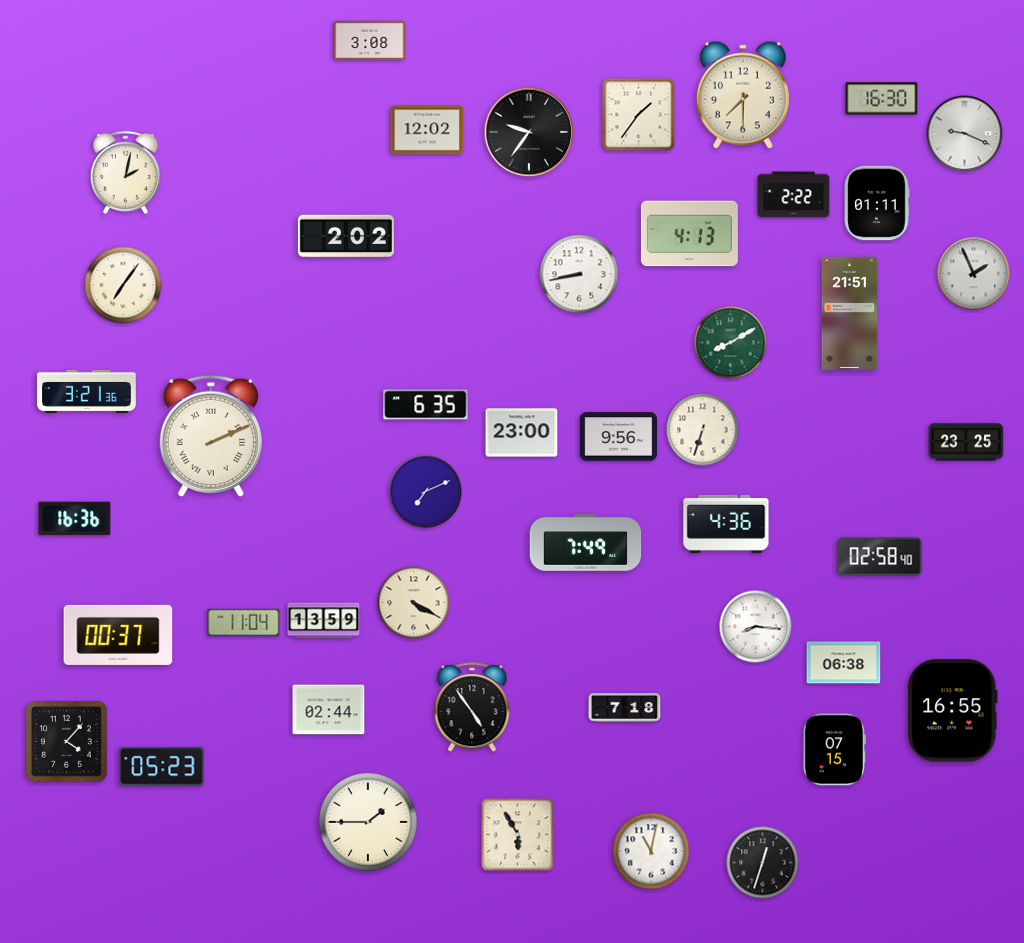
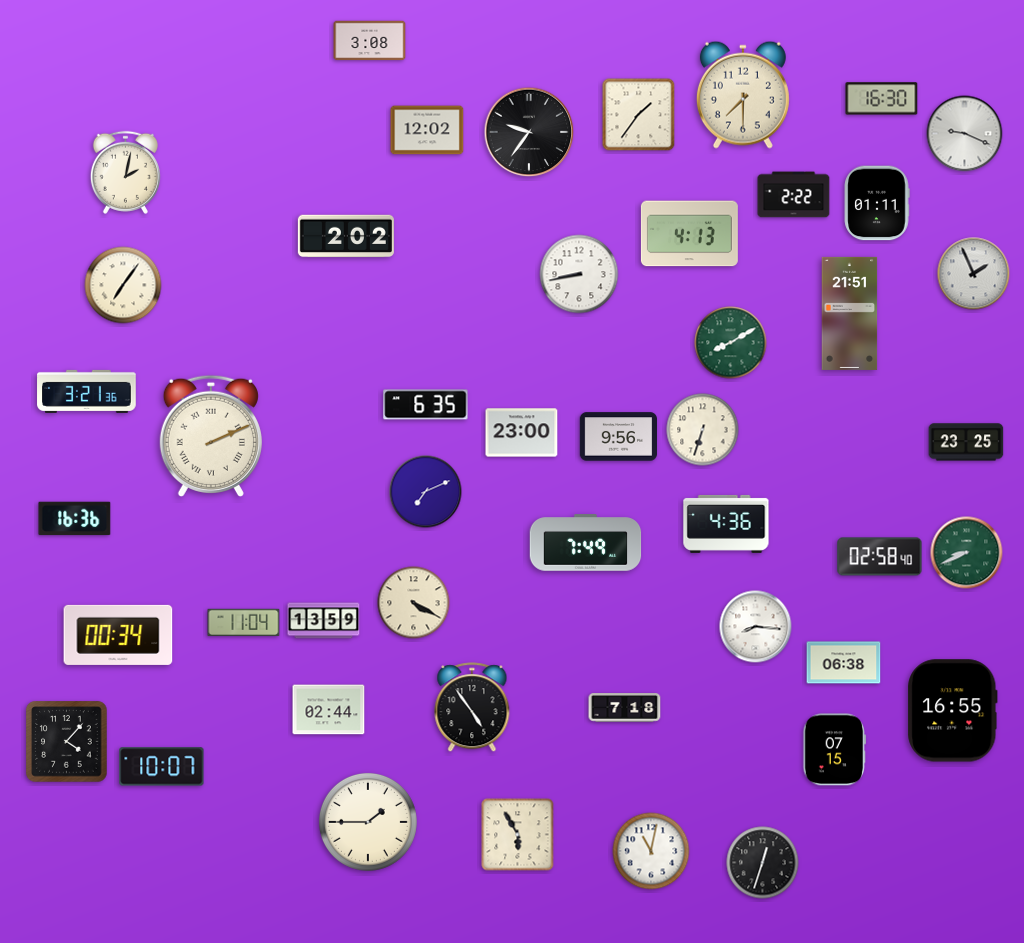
clock at (967, 553): none -> 8:41
clock at (118, 635): 00:37 -> 00:34
clock at (162, 767): 05:23 -> 10:07
